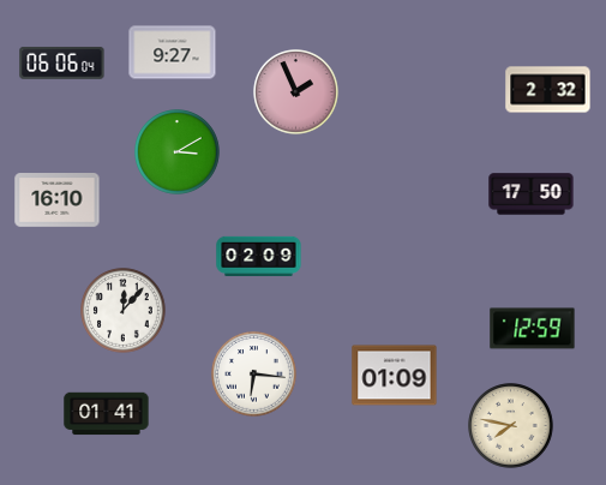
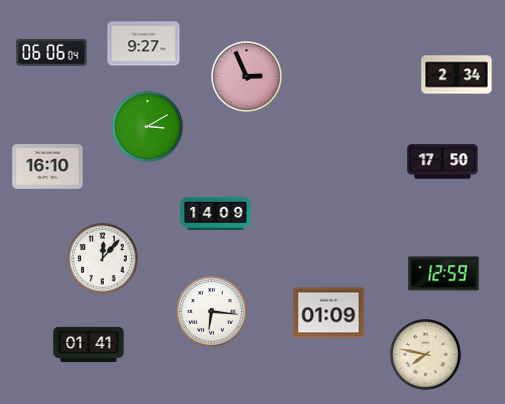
clock at (548, 90): 2:32 -> 2:34
clock at (296, 92): 1:56 -> 2:56
clock at (259, 256): 02:09 -> 14:09
